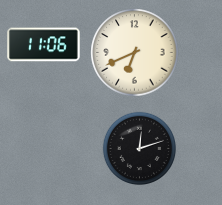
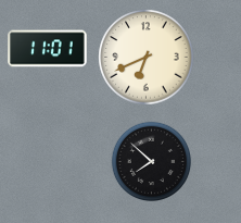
clock at (44, 45): 11:06 -> 11:01
clock at (139, 148): 12:12 -> 7:52
